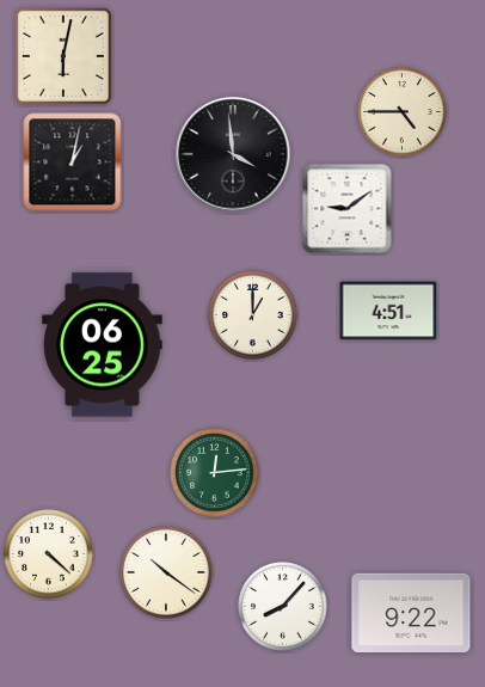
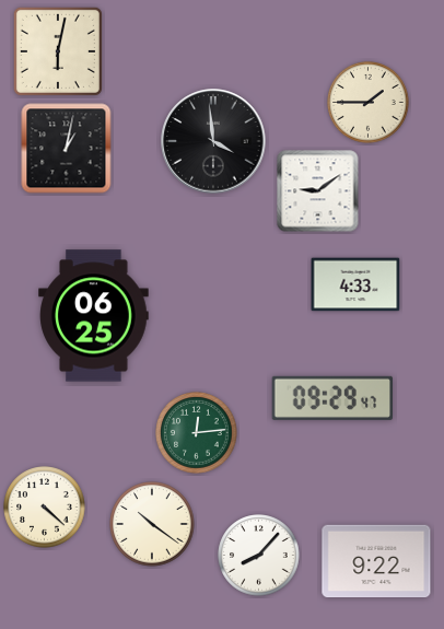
clock at (403, 112): 4:45 -> 1:45
clock at (388, 311): 4:51 -> 4:33
clock at (253, 315): 1:00 -> none
clock at (331, 398): none -> 09:29
